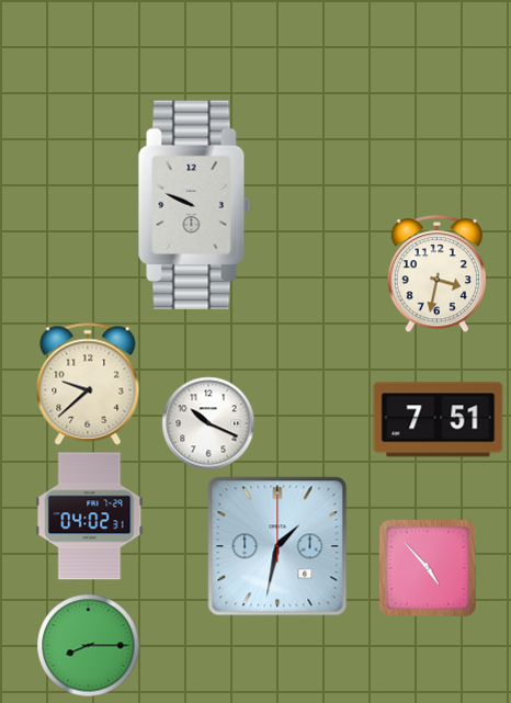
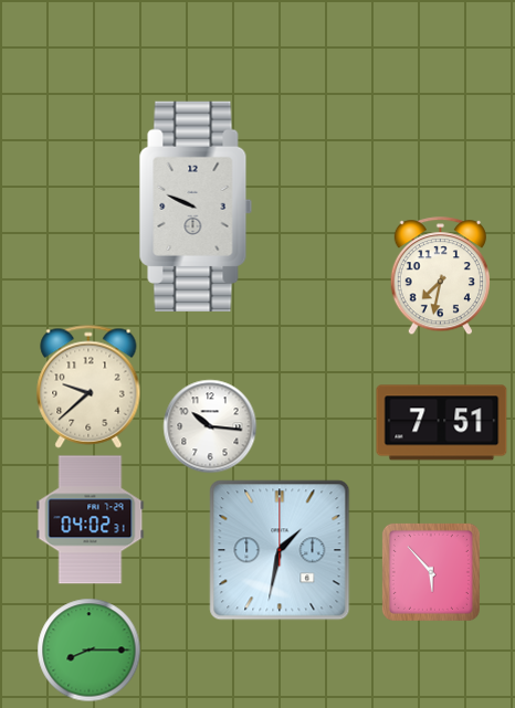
clock at (436, 274): 3:32 -> 7:32
clock at (208, 423): 10:19 -> 10:16
clock at (428, 568): 4:53 -> 5:53
